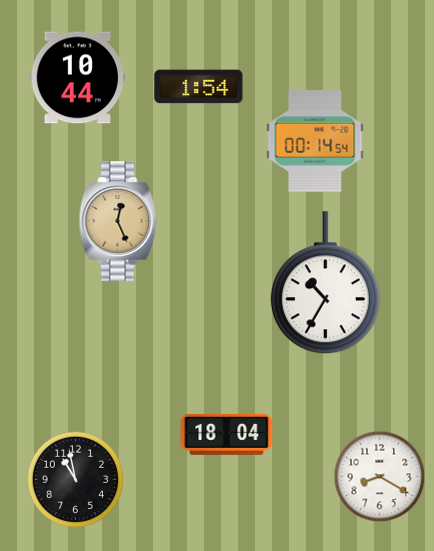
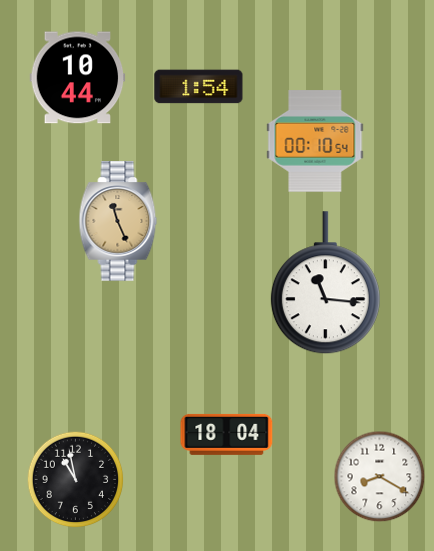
clock at (315, 141): 00:14 -> 00:10
clock at (118, 221): 12:26 -> 11:26
clock at (325, 283): 10:35 -> 11:16
